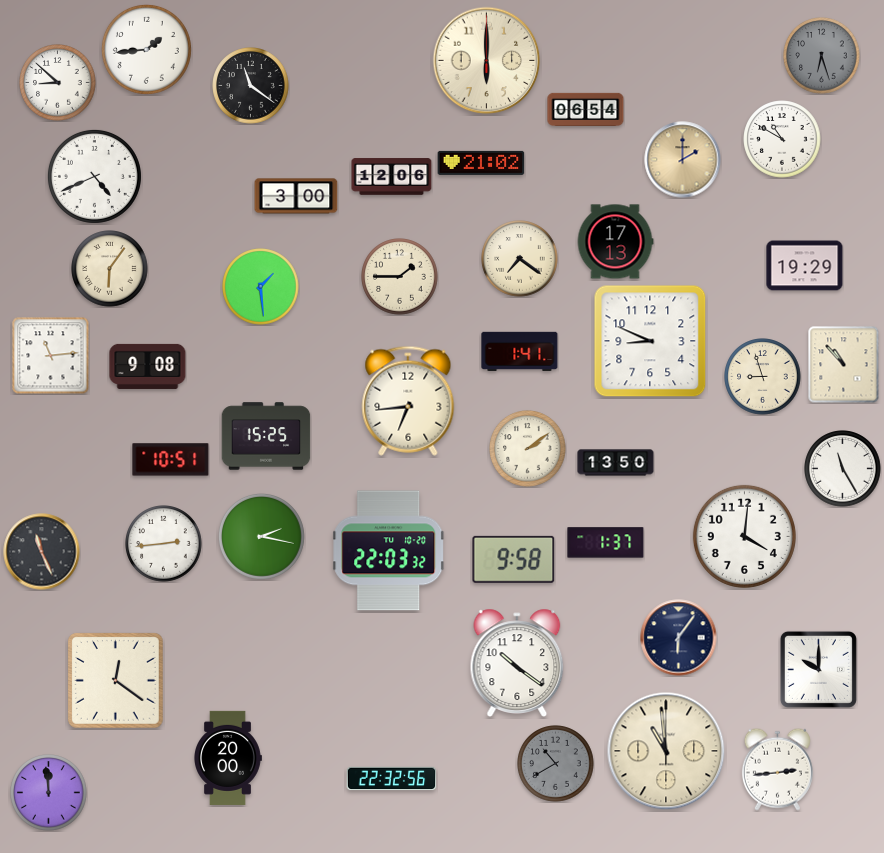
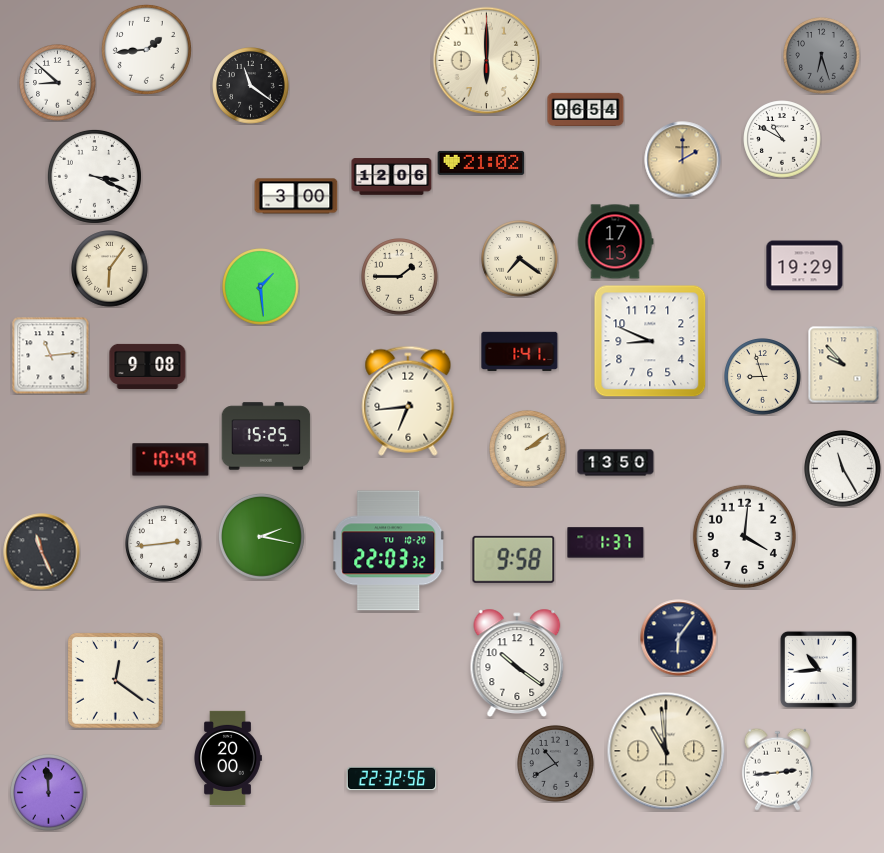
clock at (94, 176): 4:41 -> 3:19
clock at (844, 365): 10:53 -> 9:53
clock at (171, 460): 10:51 -> 10:49
clock at (818, 669): 10:00 -> 10:44
